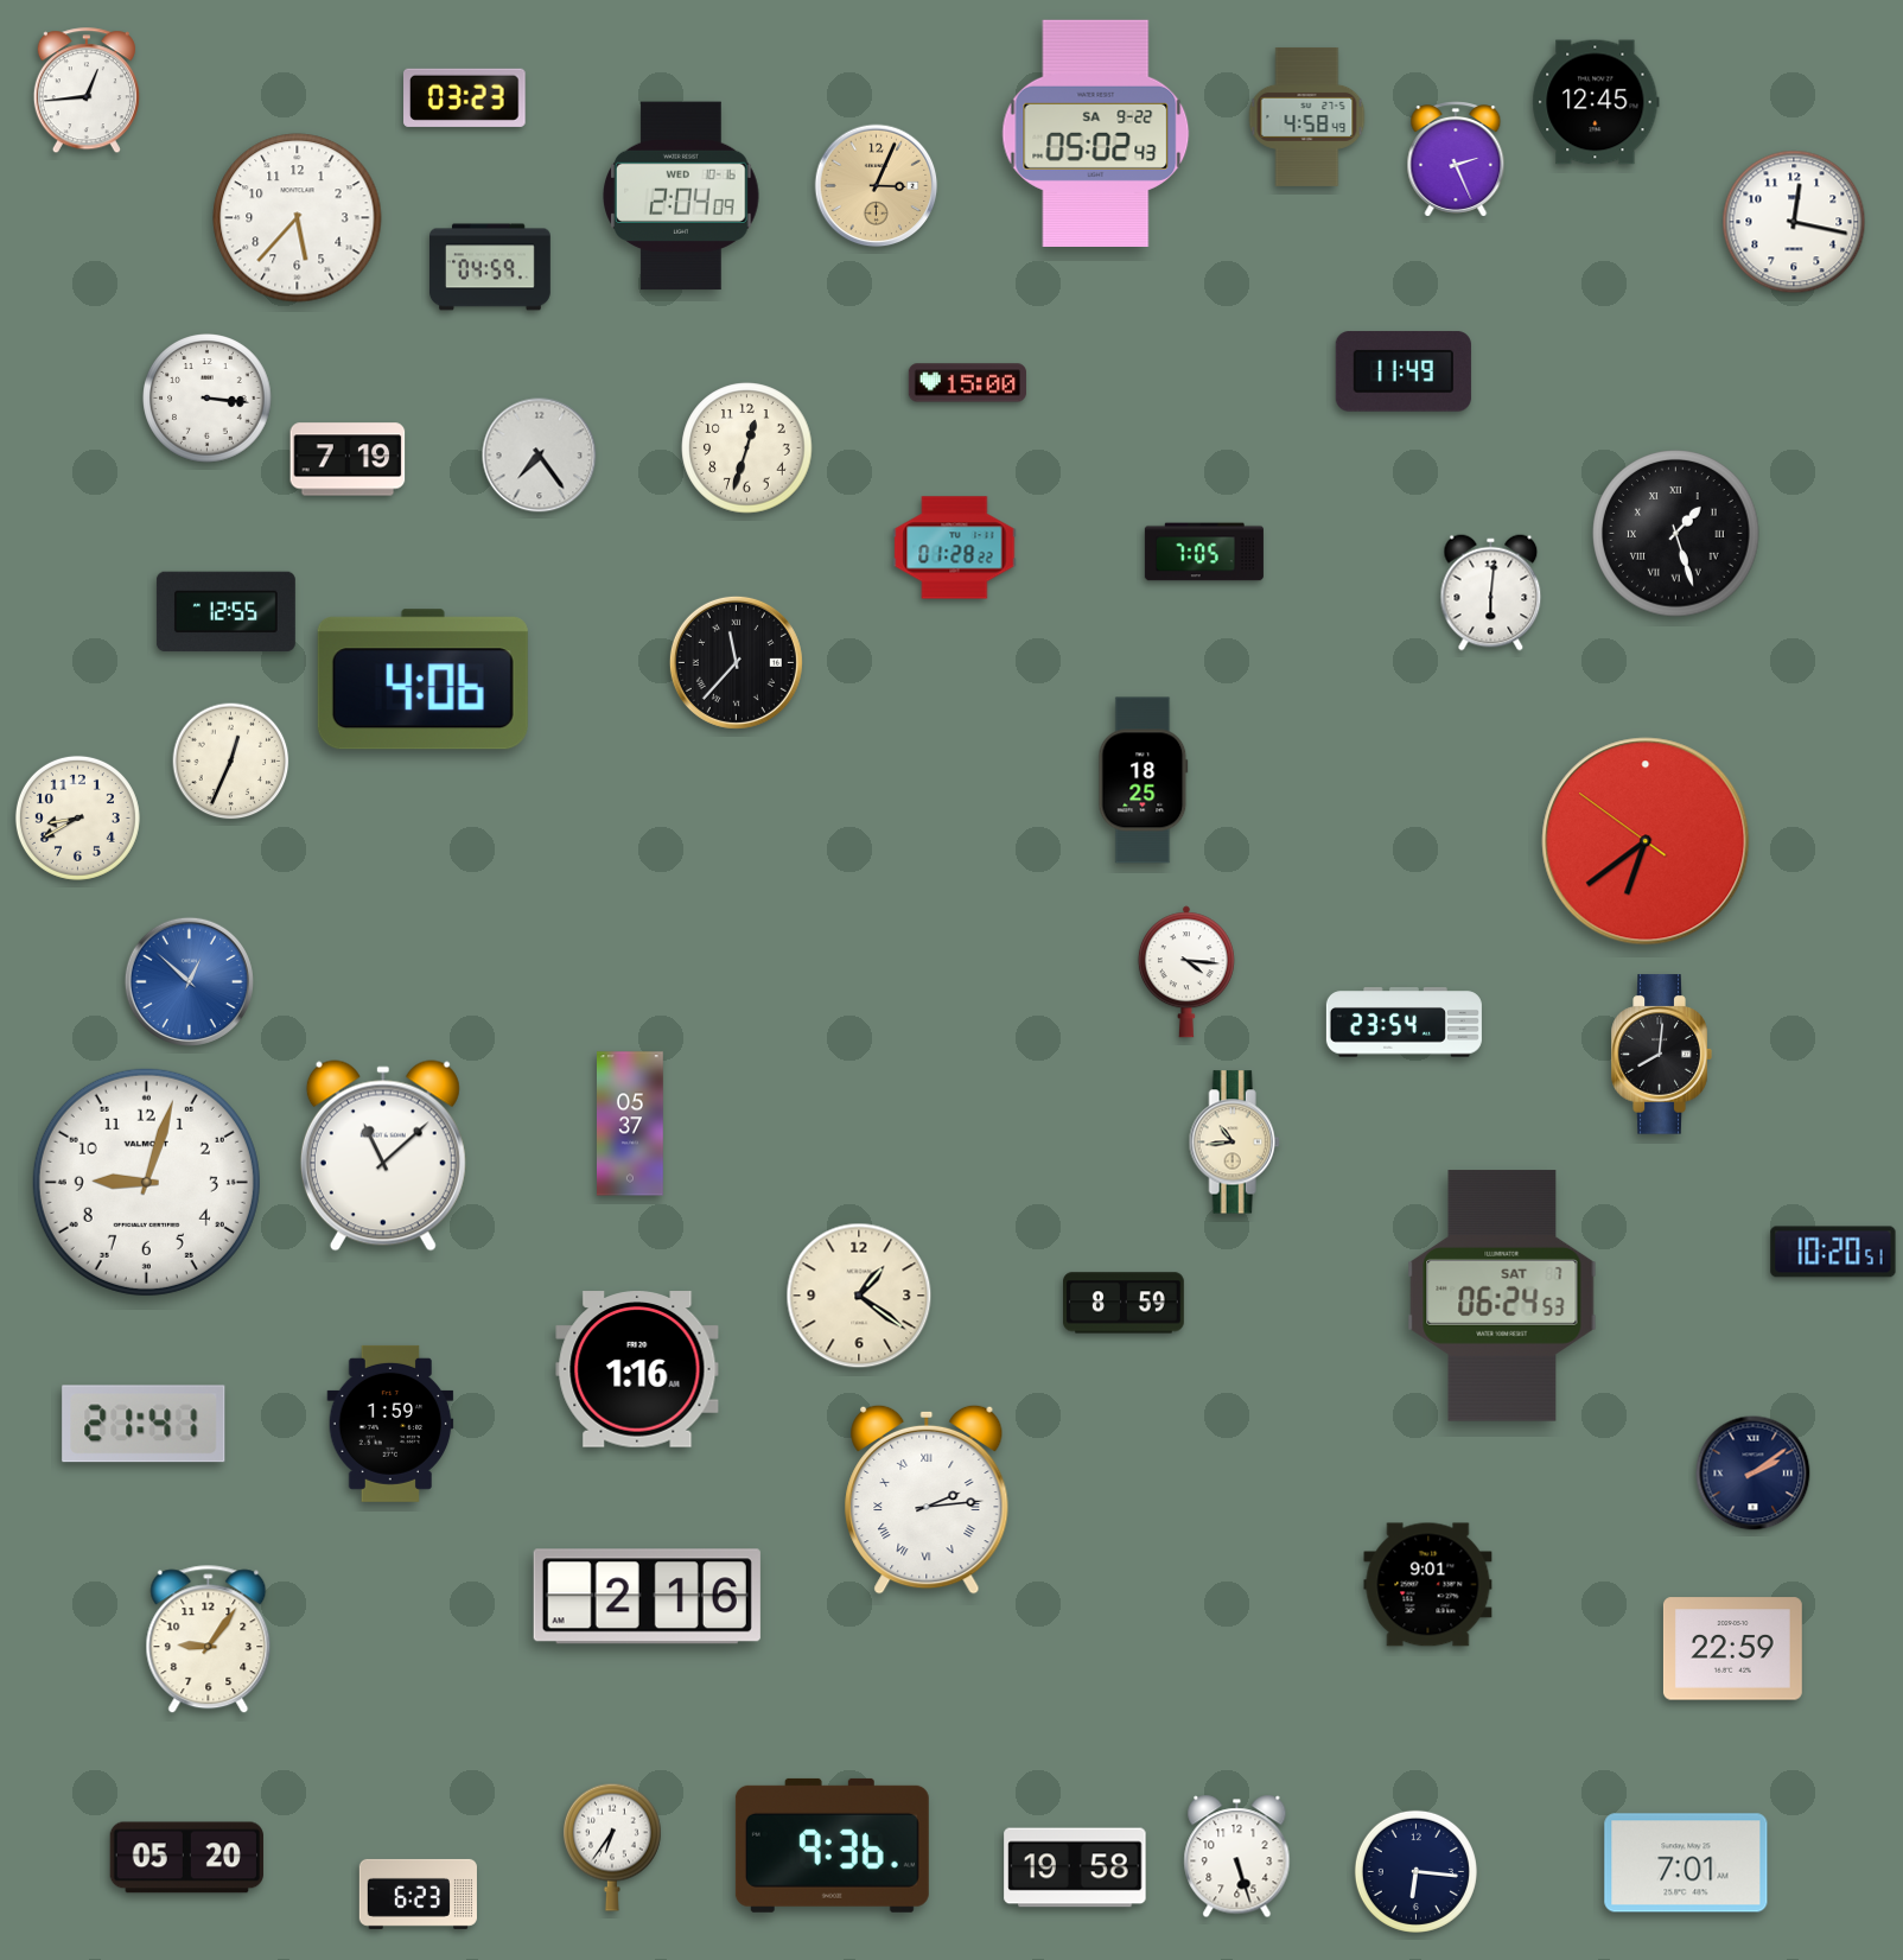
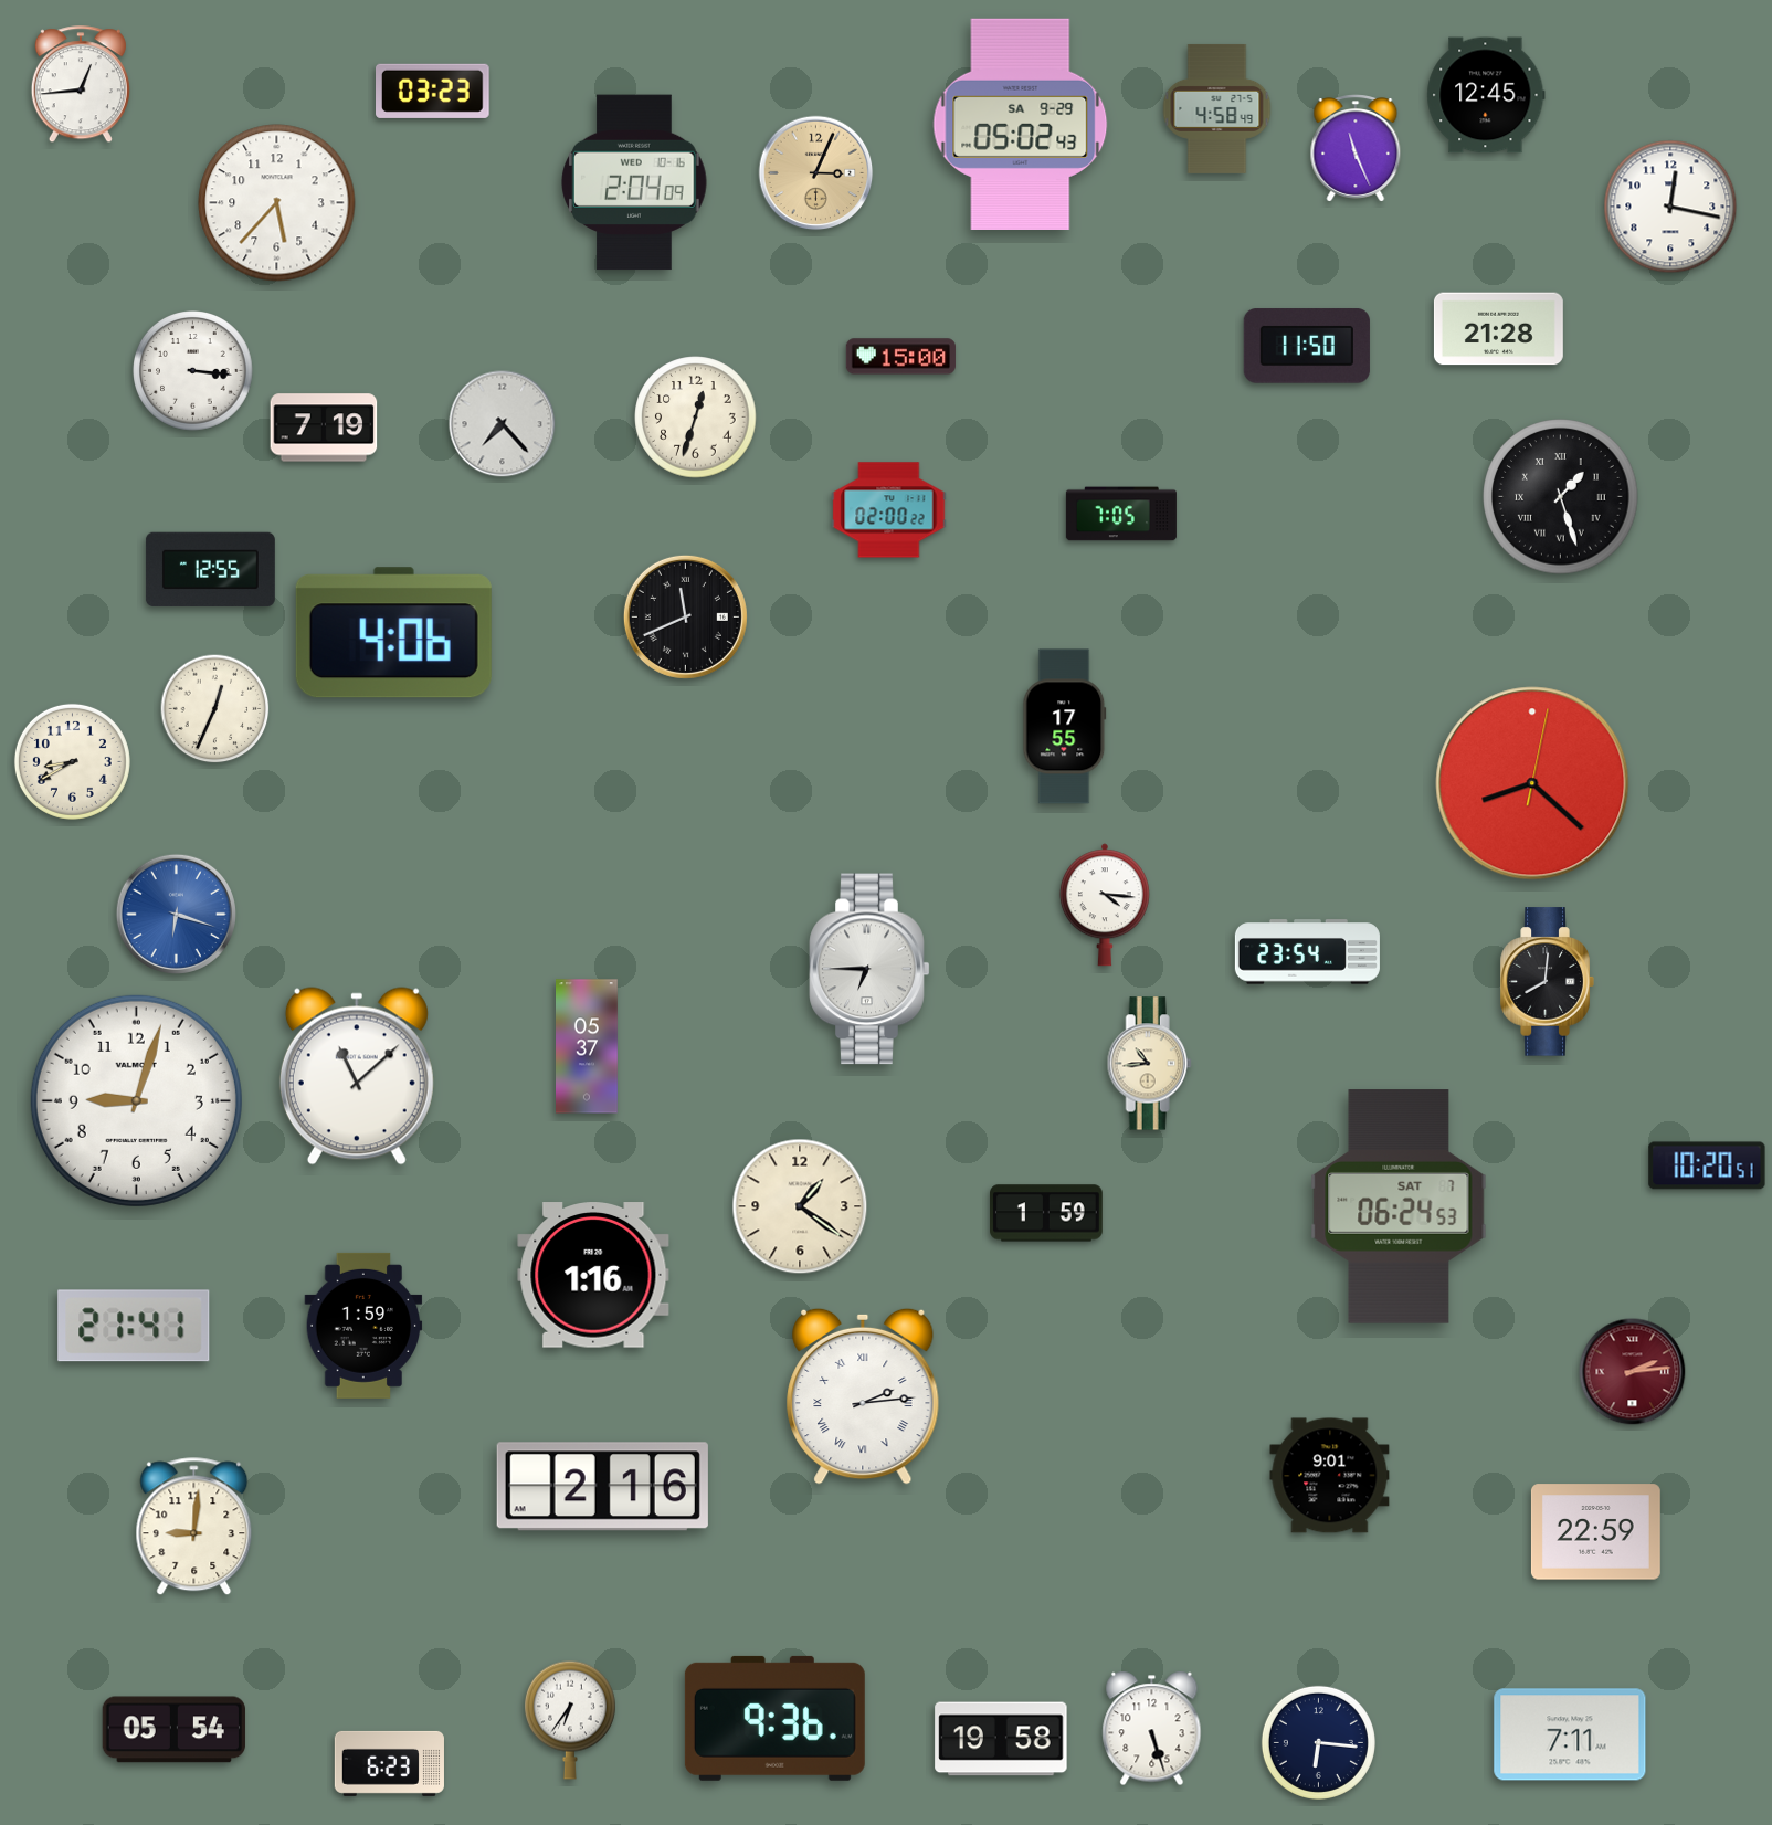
clock at (1096, 133) date: SA 9-22 -> SA 9-29
clock at (1456, 159): 2:26 -> 11:26
clock at (490, 267): 04:59 -> none
clock at (1498, 329): none -> 21:28
clock at (1404, 371): 11:49 -> 11:50
clock at (540, 456): 7:24 -> 7:23
clock at (955, 548): 01:28 -> 02:00
clock at (1491, 593): 6:01 -> none
clock at (736, 662): 11:37 -> 11:41
clock at (1144, 781): 18:25 -> 17:55
clock at (1646, 841): 6:38 -> 8:22
clock at (189, 981): 12:52 -> 6:18
clock at (869, 969): none -> 6:45
clock at (1125, 1303): 8:59 -> 1:59
clock at (1754, 1474): 2:09 -> 2:14
clock at (1754, 1474) dial: navy -> burgundy
clock at (209, 1640): 9:06 -> 9:01
clock at (1732, 1649) position: (1732, 1649) -> (1595, 1532)
clock at (186, 1858): 05:20 -> 05:54
clock at (1686, 1863): 7:01 -> 7:11
